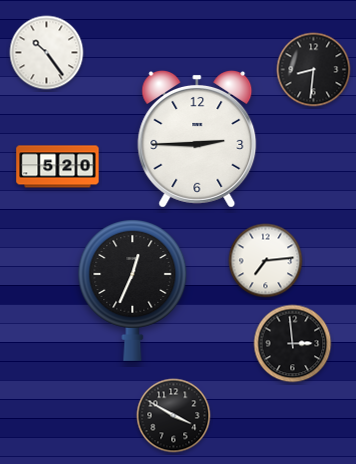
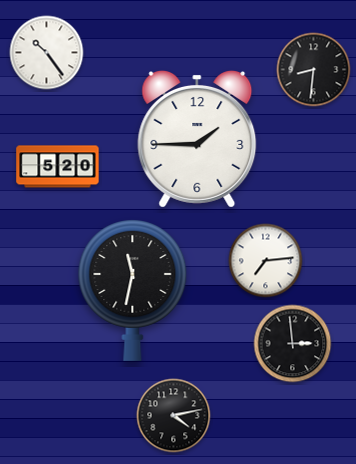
clock at (197, 140): 2:45 -> 1:45
clock at (133, 291): 12:34 -> 11:32
clock at (174, 416): 3:50 -> 4:13
